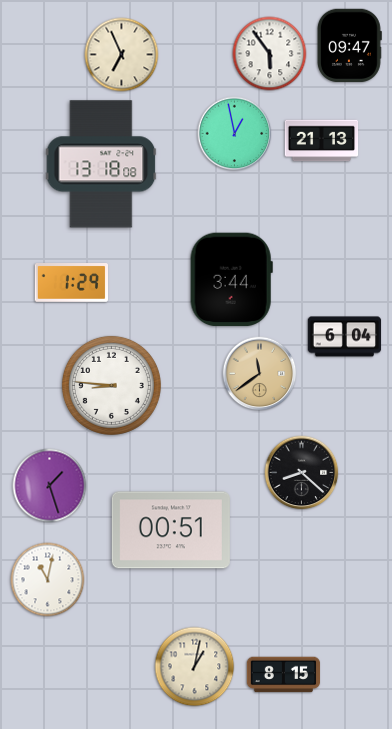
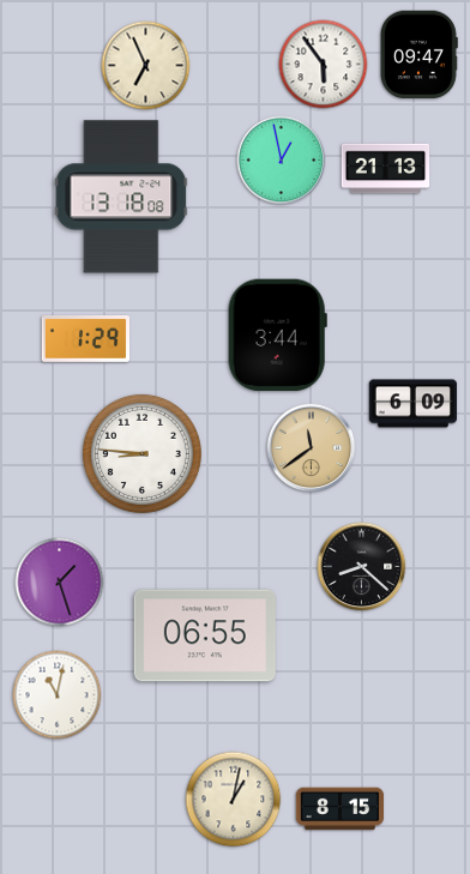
clock at (345, 337): 6:04 -> 6:09
clock at (111, 385) position: (111, 385) -> (141, 453)
clock at (171, 530): 00:51 -> 06:55
